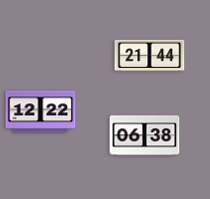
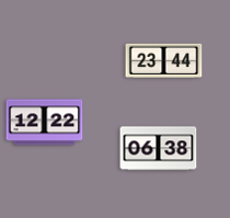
clock at (150, 56): 21:44 -> 23:44
